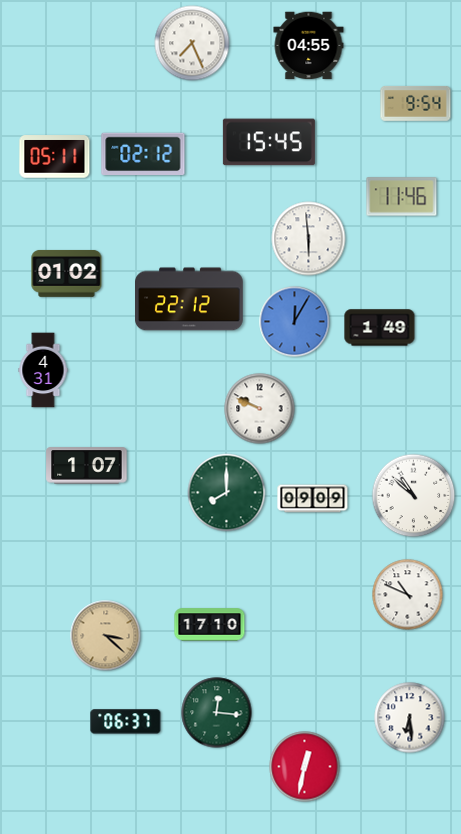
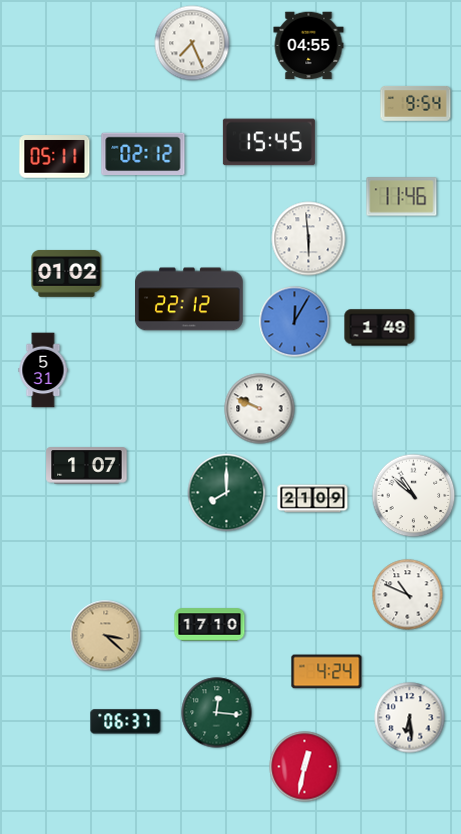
clock at (43, 370): 4:31 -> 5:31
clock at (313, 499): 09:09 -> 21:09
clock at (327, 672): none -> 4:24
